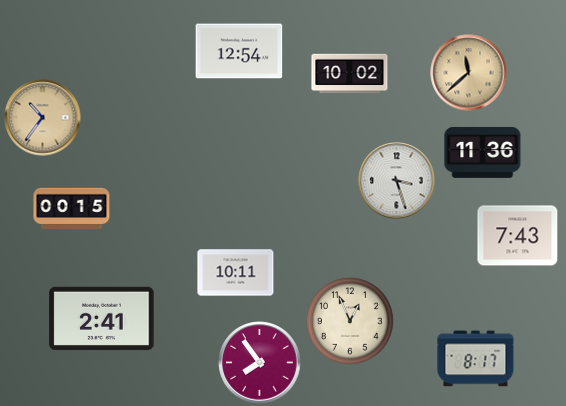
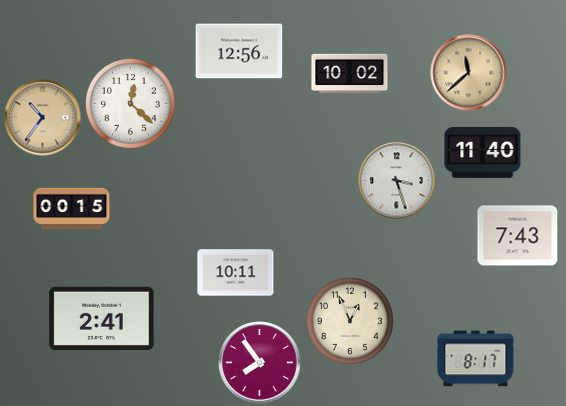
clock at (239, 51): 12:54 -> 12:56
clock at (130, 103): none -> 12:22
clock at (483, 152): 11:36 -> 11:40
